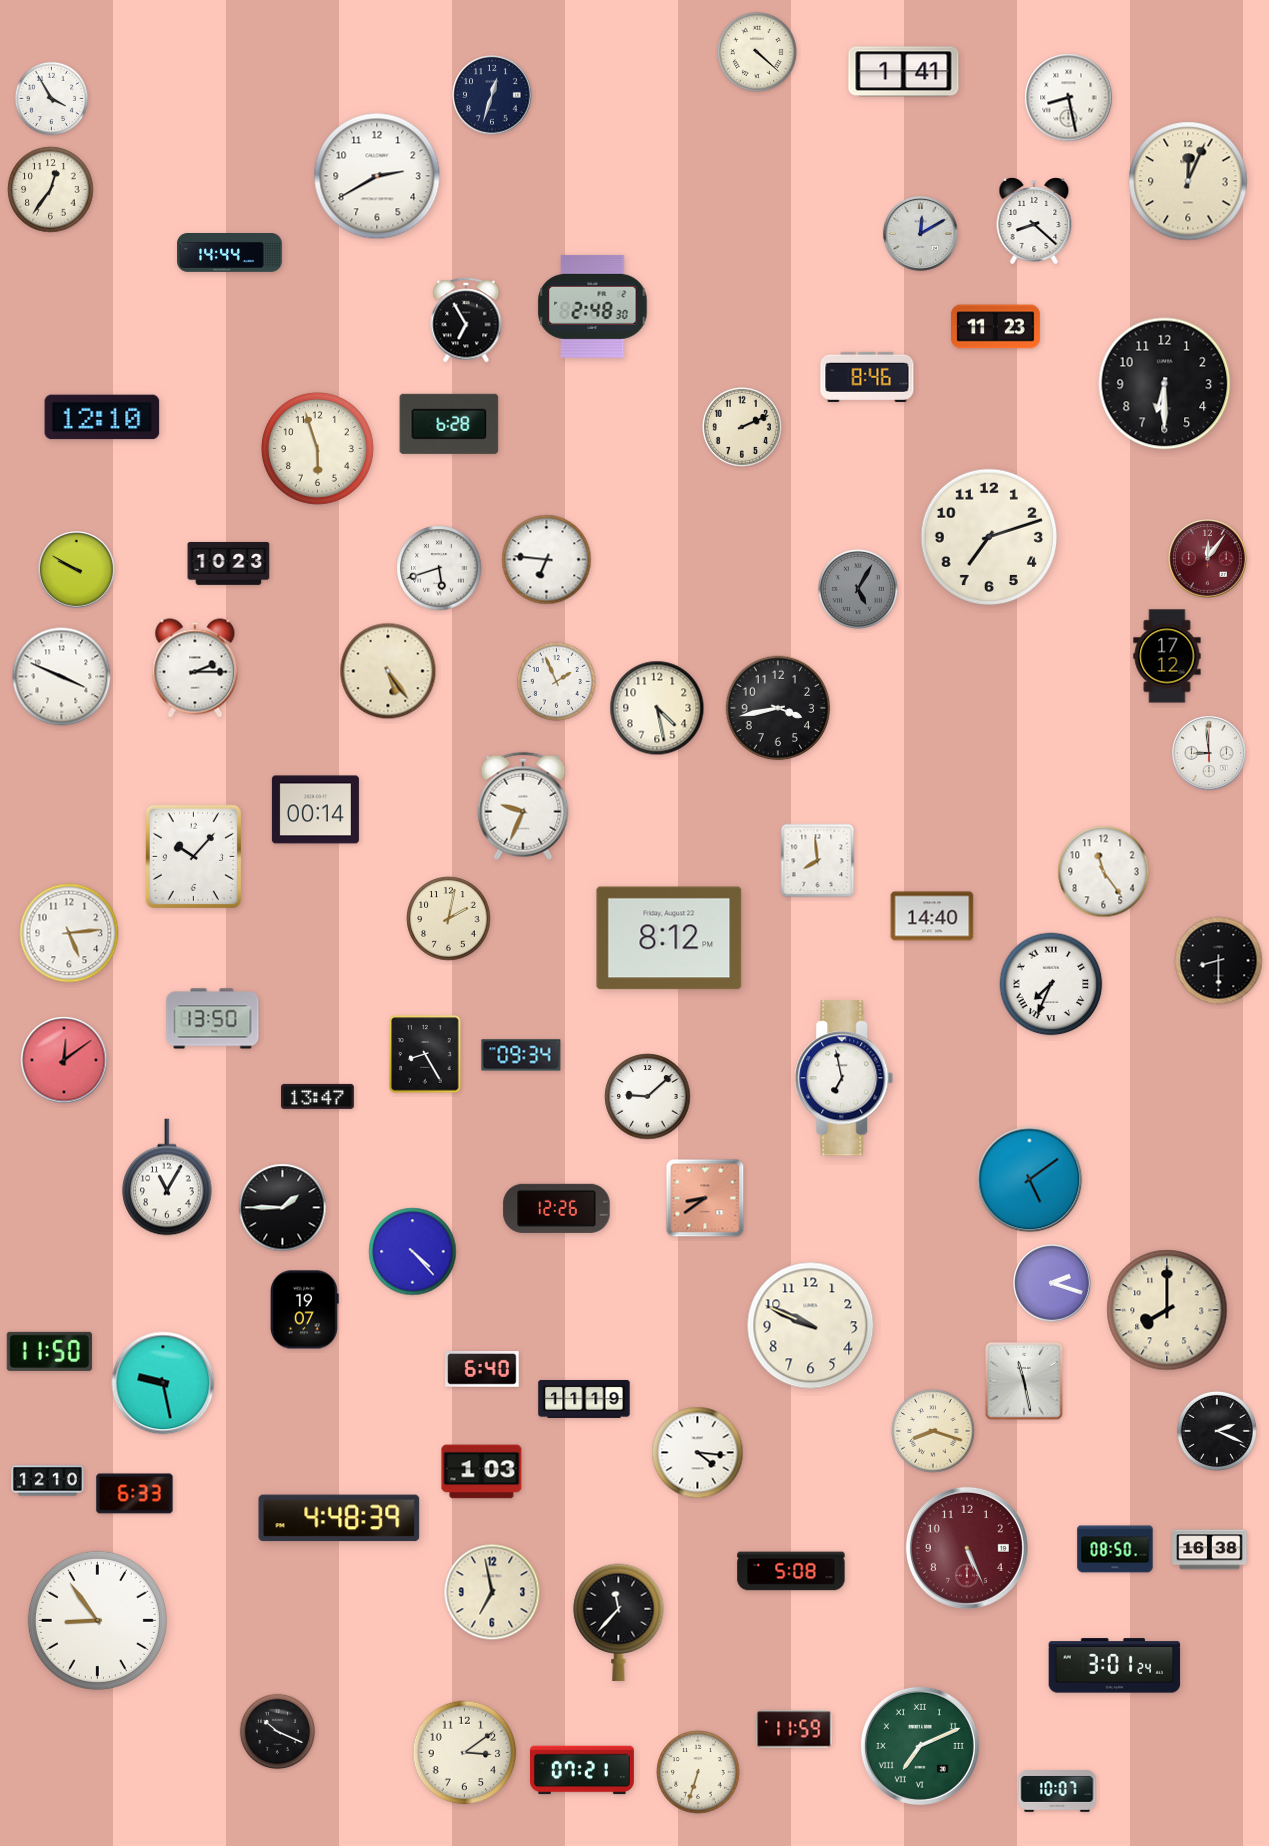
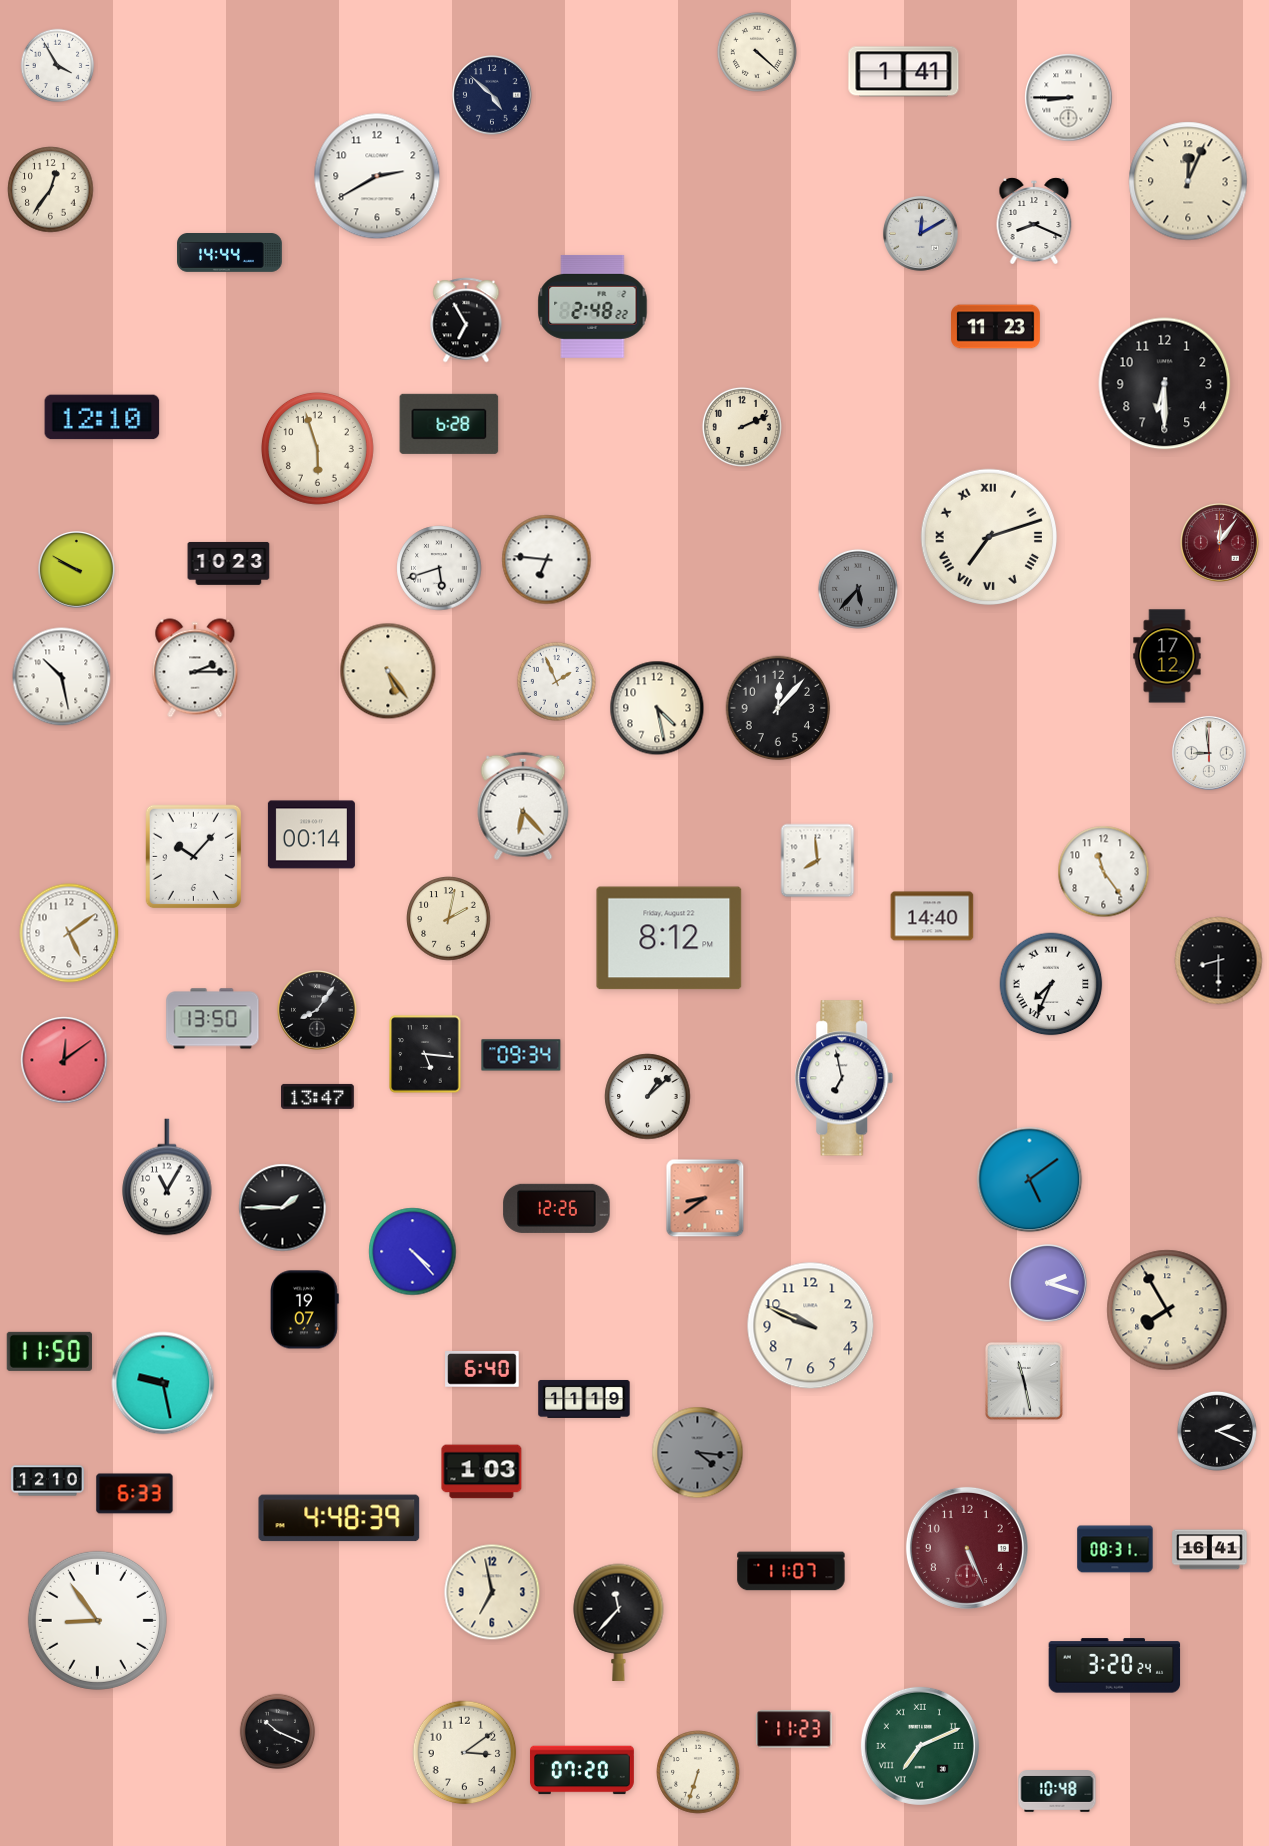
clock at (492, 95): 12:33 -> 4:52
clock at (1069, 98): 8:28 -> 8:45
clock at (52, 99) position: (52, 99) -> (58, 66)
clock at (1034, 221): 8:22 -> 8:19
clock at (593, 306): 2:48:30 -> 2:48:22
clock at (867, 377): 8:46 -> none
clock at (988, 536) numerals: Arabic -> Roman
clock at (1208, 559) position: (1208, 559) -> (1220, 543)
clock at (858, 589): 5:05 -> 5:37
clock at (62, 677): 3:49 -> 10:28
clock at (778, 708): 3:43 -> 12:07
clock at (523, 806): 9:34 -> 6:23
clock at (315, 810) position: (315, 810) -> (311, 835)
clock at (69, 933): 5:14 -> 5:09
clock at (317, 1010): none -> 8:06
clock at (425, 1054): 8:25 -> 5:16
clock at (648, 1097): 9:08 -> 1:08
clock at (1052, 1283) position: (1052, 1283) -> (1048, 1283)
clock at (1167, 1310): 8:00 -> 7:55
clock at (933, 1431): 8:18 -> none
clock at (698, 1453) dial: white -> grey
clock at (1115, 1549): 08:50 -> 08:31
clock at (1210, 1550): 16:38 -> 16:41
clock at (791, 1571): 5:08 -> 11:07
clock at (1115, 1666): 3:01 -> 3:20
clock at (794, 1729): 11:59 -> 11:23
clock at (582, 1770): 07:21 -> 07:20
clock at (1057, 1791): 10:07 -> 10:48
